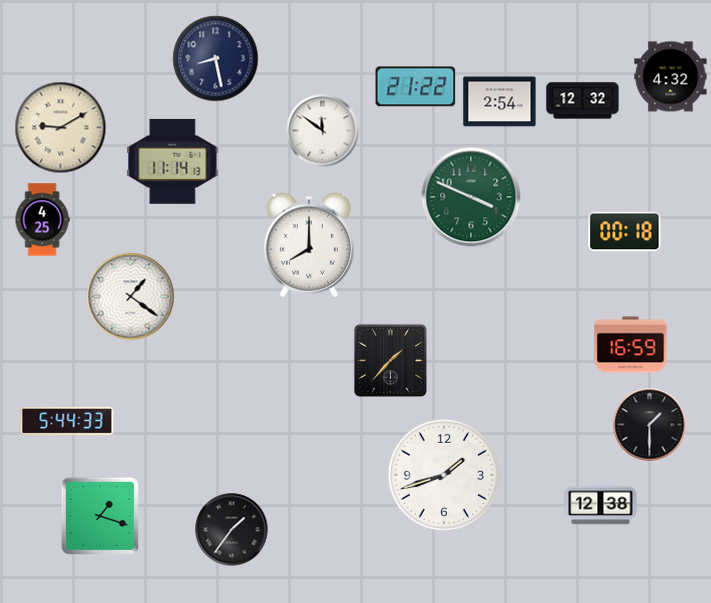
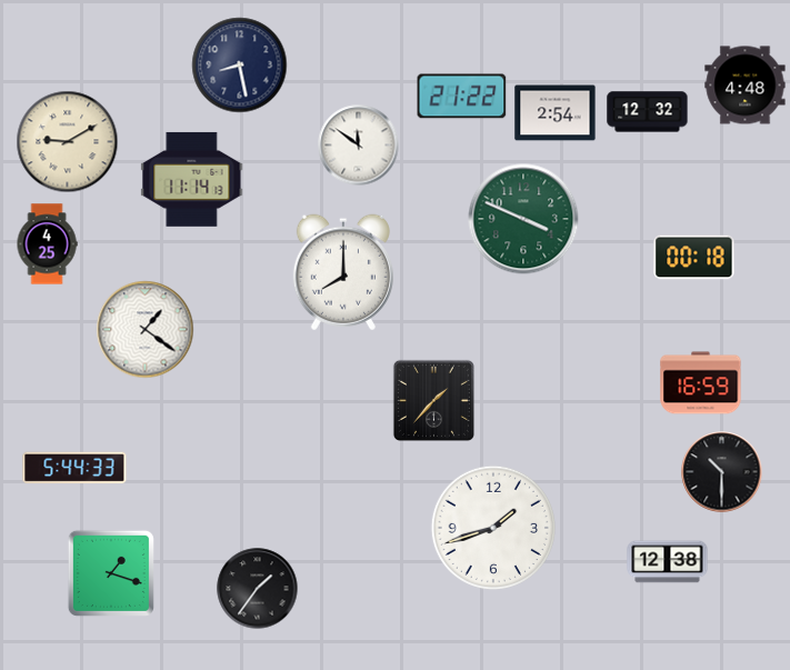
clock at (671, 77): 4:32 -> 4:48
clock at (650, 425): 1:30 -> 10:30
